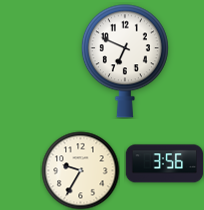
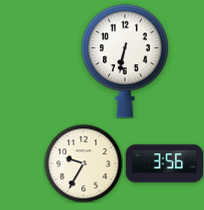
clock at (125, 61): 6:49 -> 6:32
clock at (80, 170) position: (80, 170) -> (83, 163)
